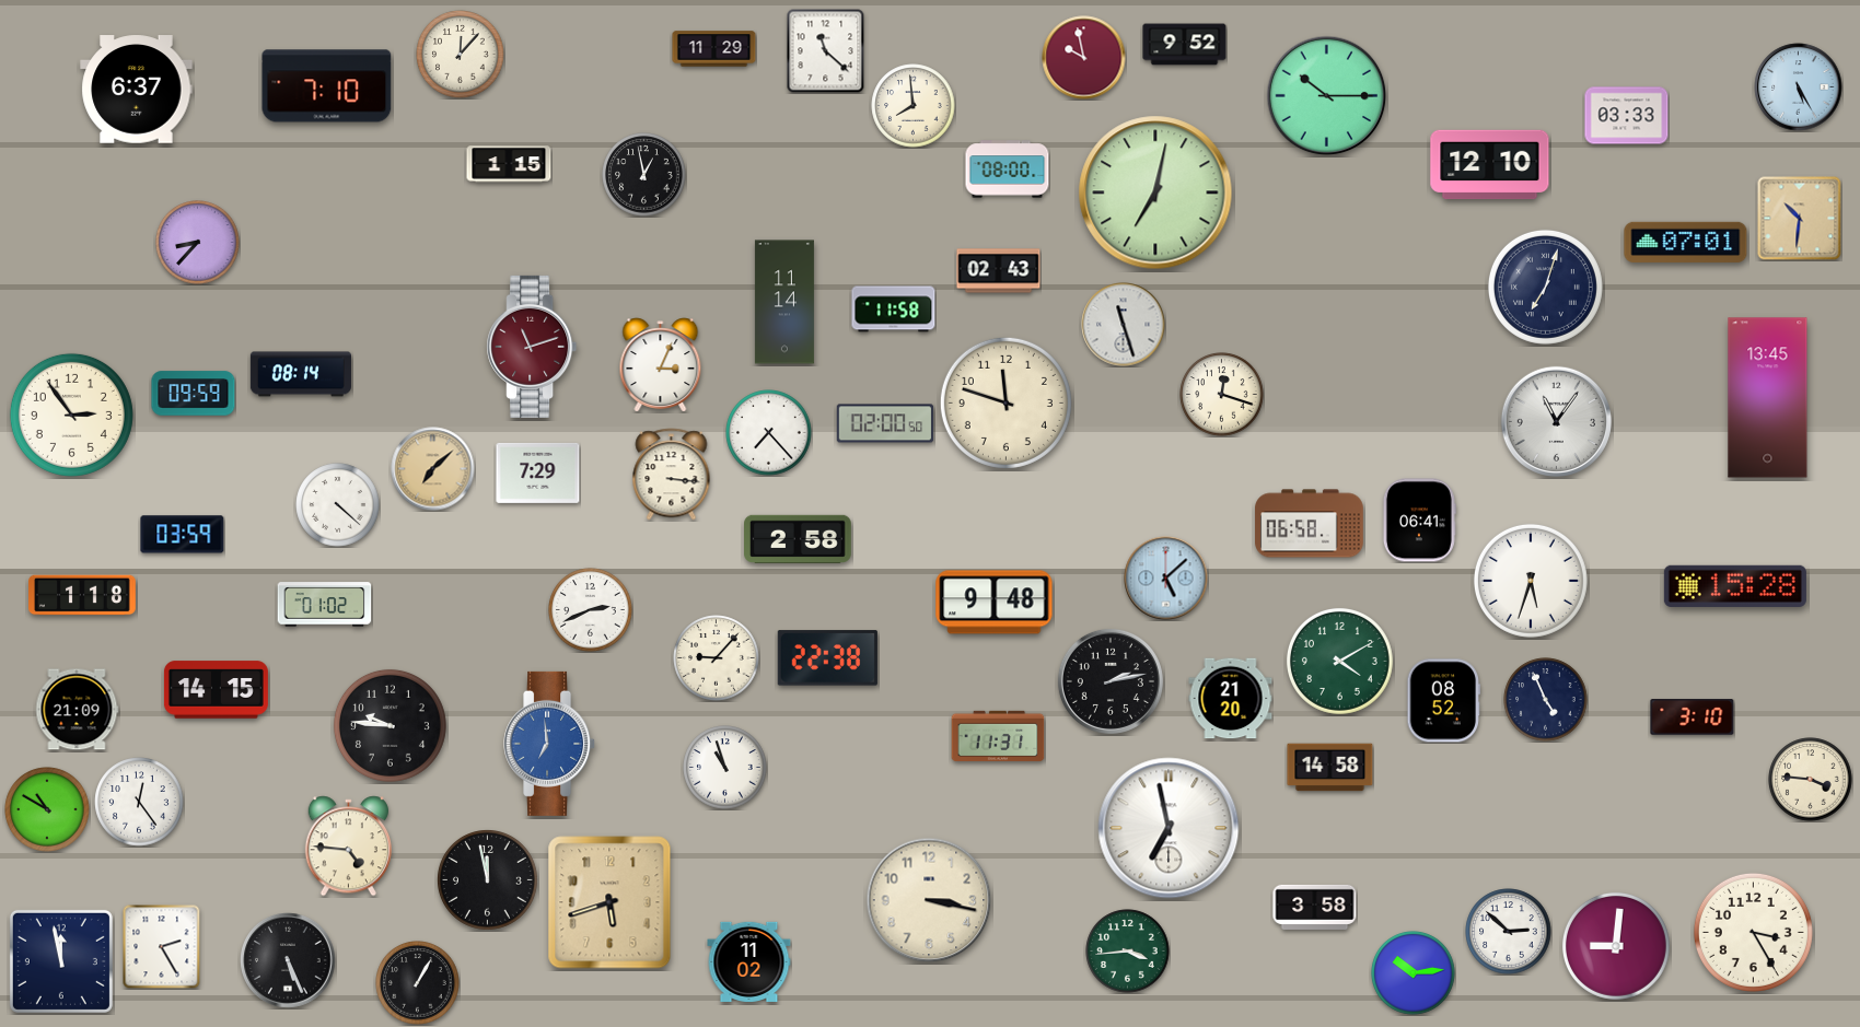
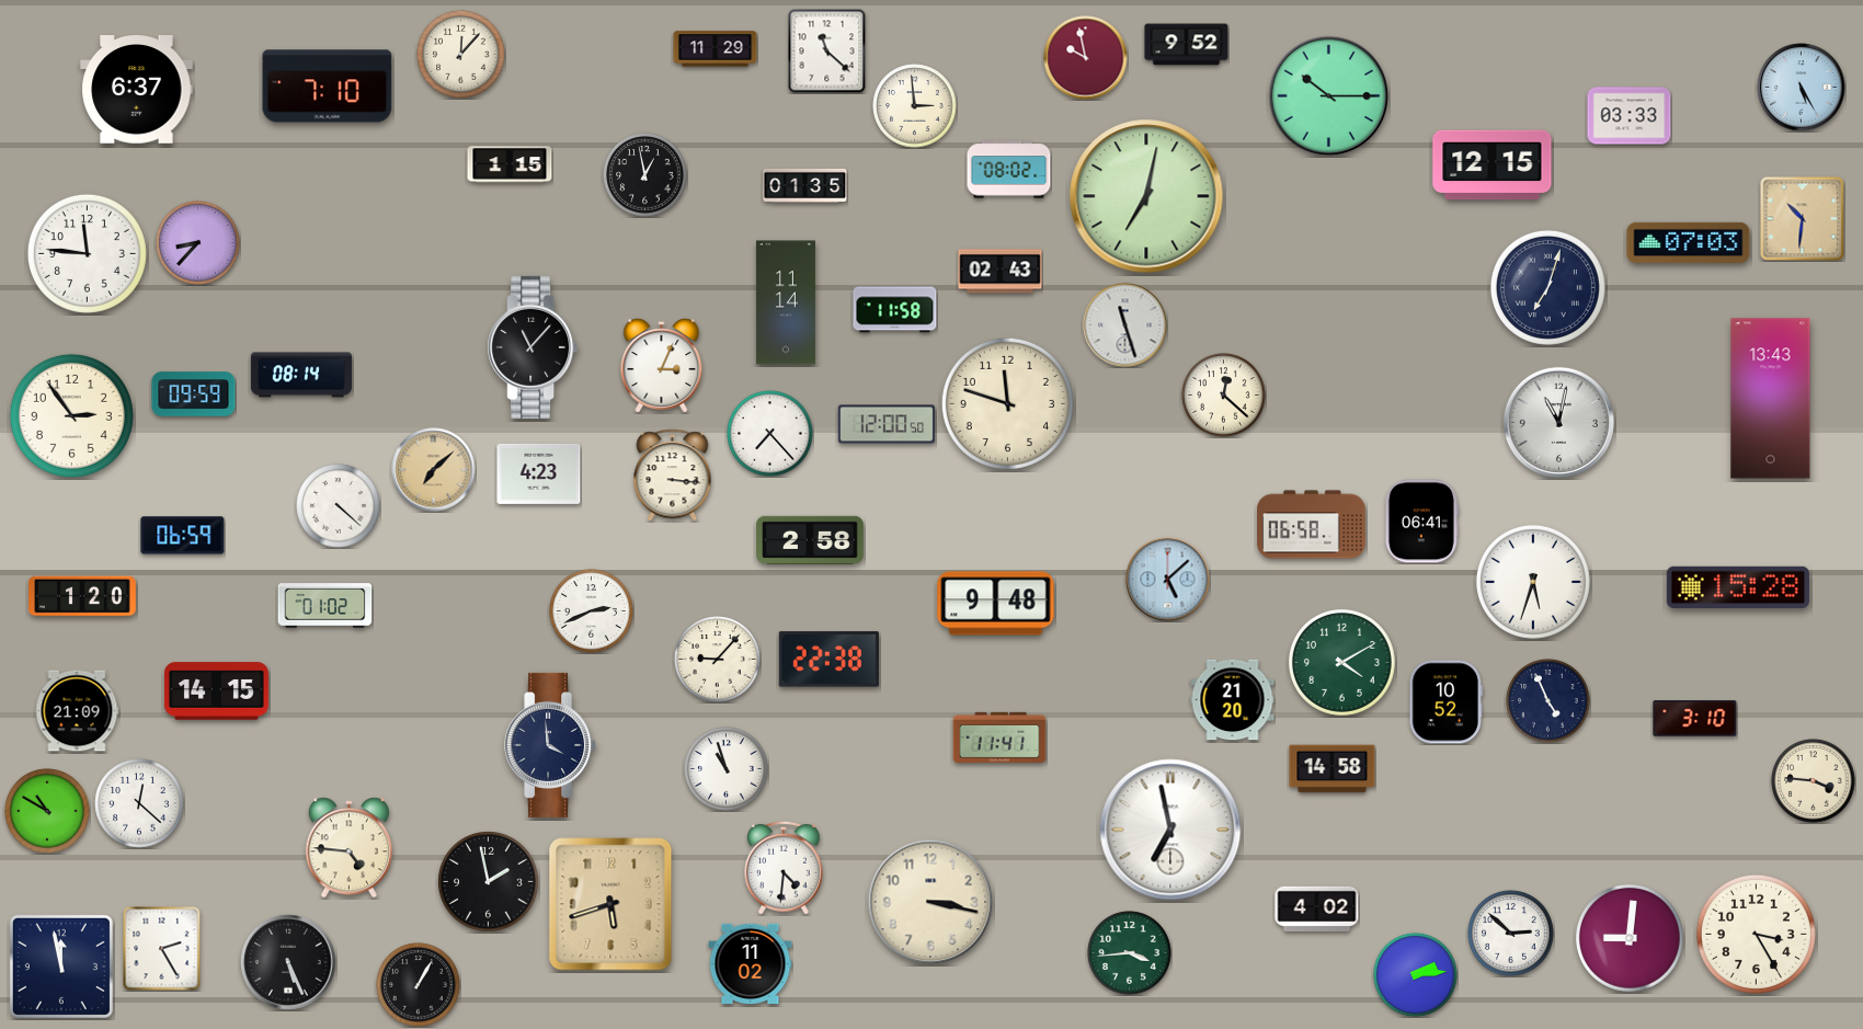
clock at (914, 106): 7:59 -> 2:59
clock at (1490, 165): 12:10 -> 12:15
clock at (1008, 170): 08:00 -> 08:02
clock at (805, 185): none -> 01:35
clock at (1155, 192) position: (1155, 192) -> (1146, 196)
clock at (1686, 242): 07:01 -> 07:03
clock at (87, 253): none -> 11:46
clock at (532, 347): 11:12 -> 11:07
clock at (532, 347) dial: burgundy -> black
clock at (1222, 395): 12:18 -> 12:22
clock at (1768, 398): 13:45 -> 13:43
clock at (1556, 421): 11:06 -> 11:02
clock at (885, 423): 02:00 -> 12:00
clock at (538, 472): 7:29 -> 4:23
clock at (183, 535): 03:59 -> 06:59
clock at (799, 539) position: (799, 539) -> (811, 540)
clock at (83, 595): 1:18 -> 1:20
clock at (1111, 681): 2:13 -> none
clock at (1443, 701): 08:52 -> 10:52
clock at (390, 725): 9:46 -> none
clock at (998, 735): 11:31 -> 11:41
clock at (550, 744): 6:59 -> 3:59
clock at (550, 744) dial: blue -> navy
clock at (139, 802): 12:24 -> 12:22
clock at (784, 868): none -> 4:31
clock at (488, 880): 11:58 -> 1:58
clock at (1315, 907): 3:58 -> 4:02
clock at (1616, 946) position: (1616, 946) -> (1630, 938)
clock at (61, 961) position: (61, 961) -> (61, 967)
clock at (1414, 973): 10:14 -> 2:14
